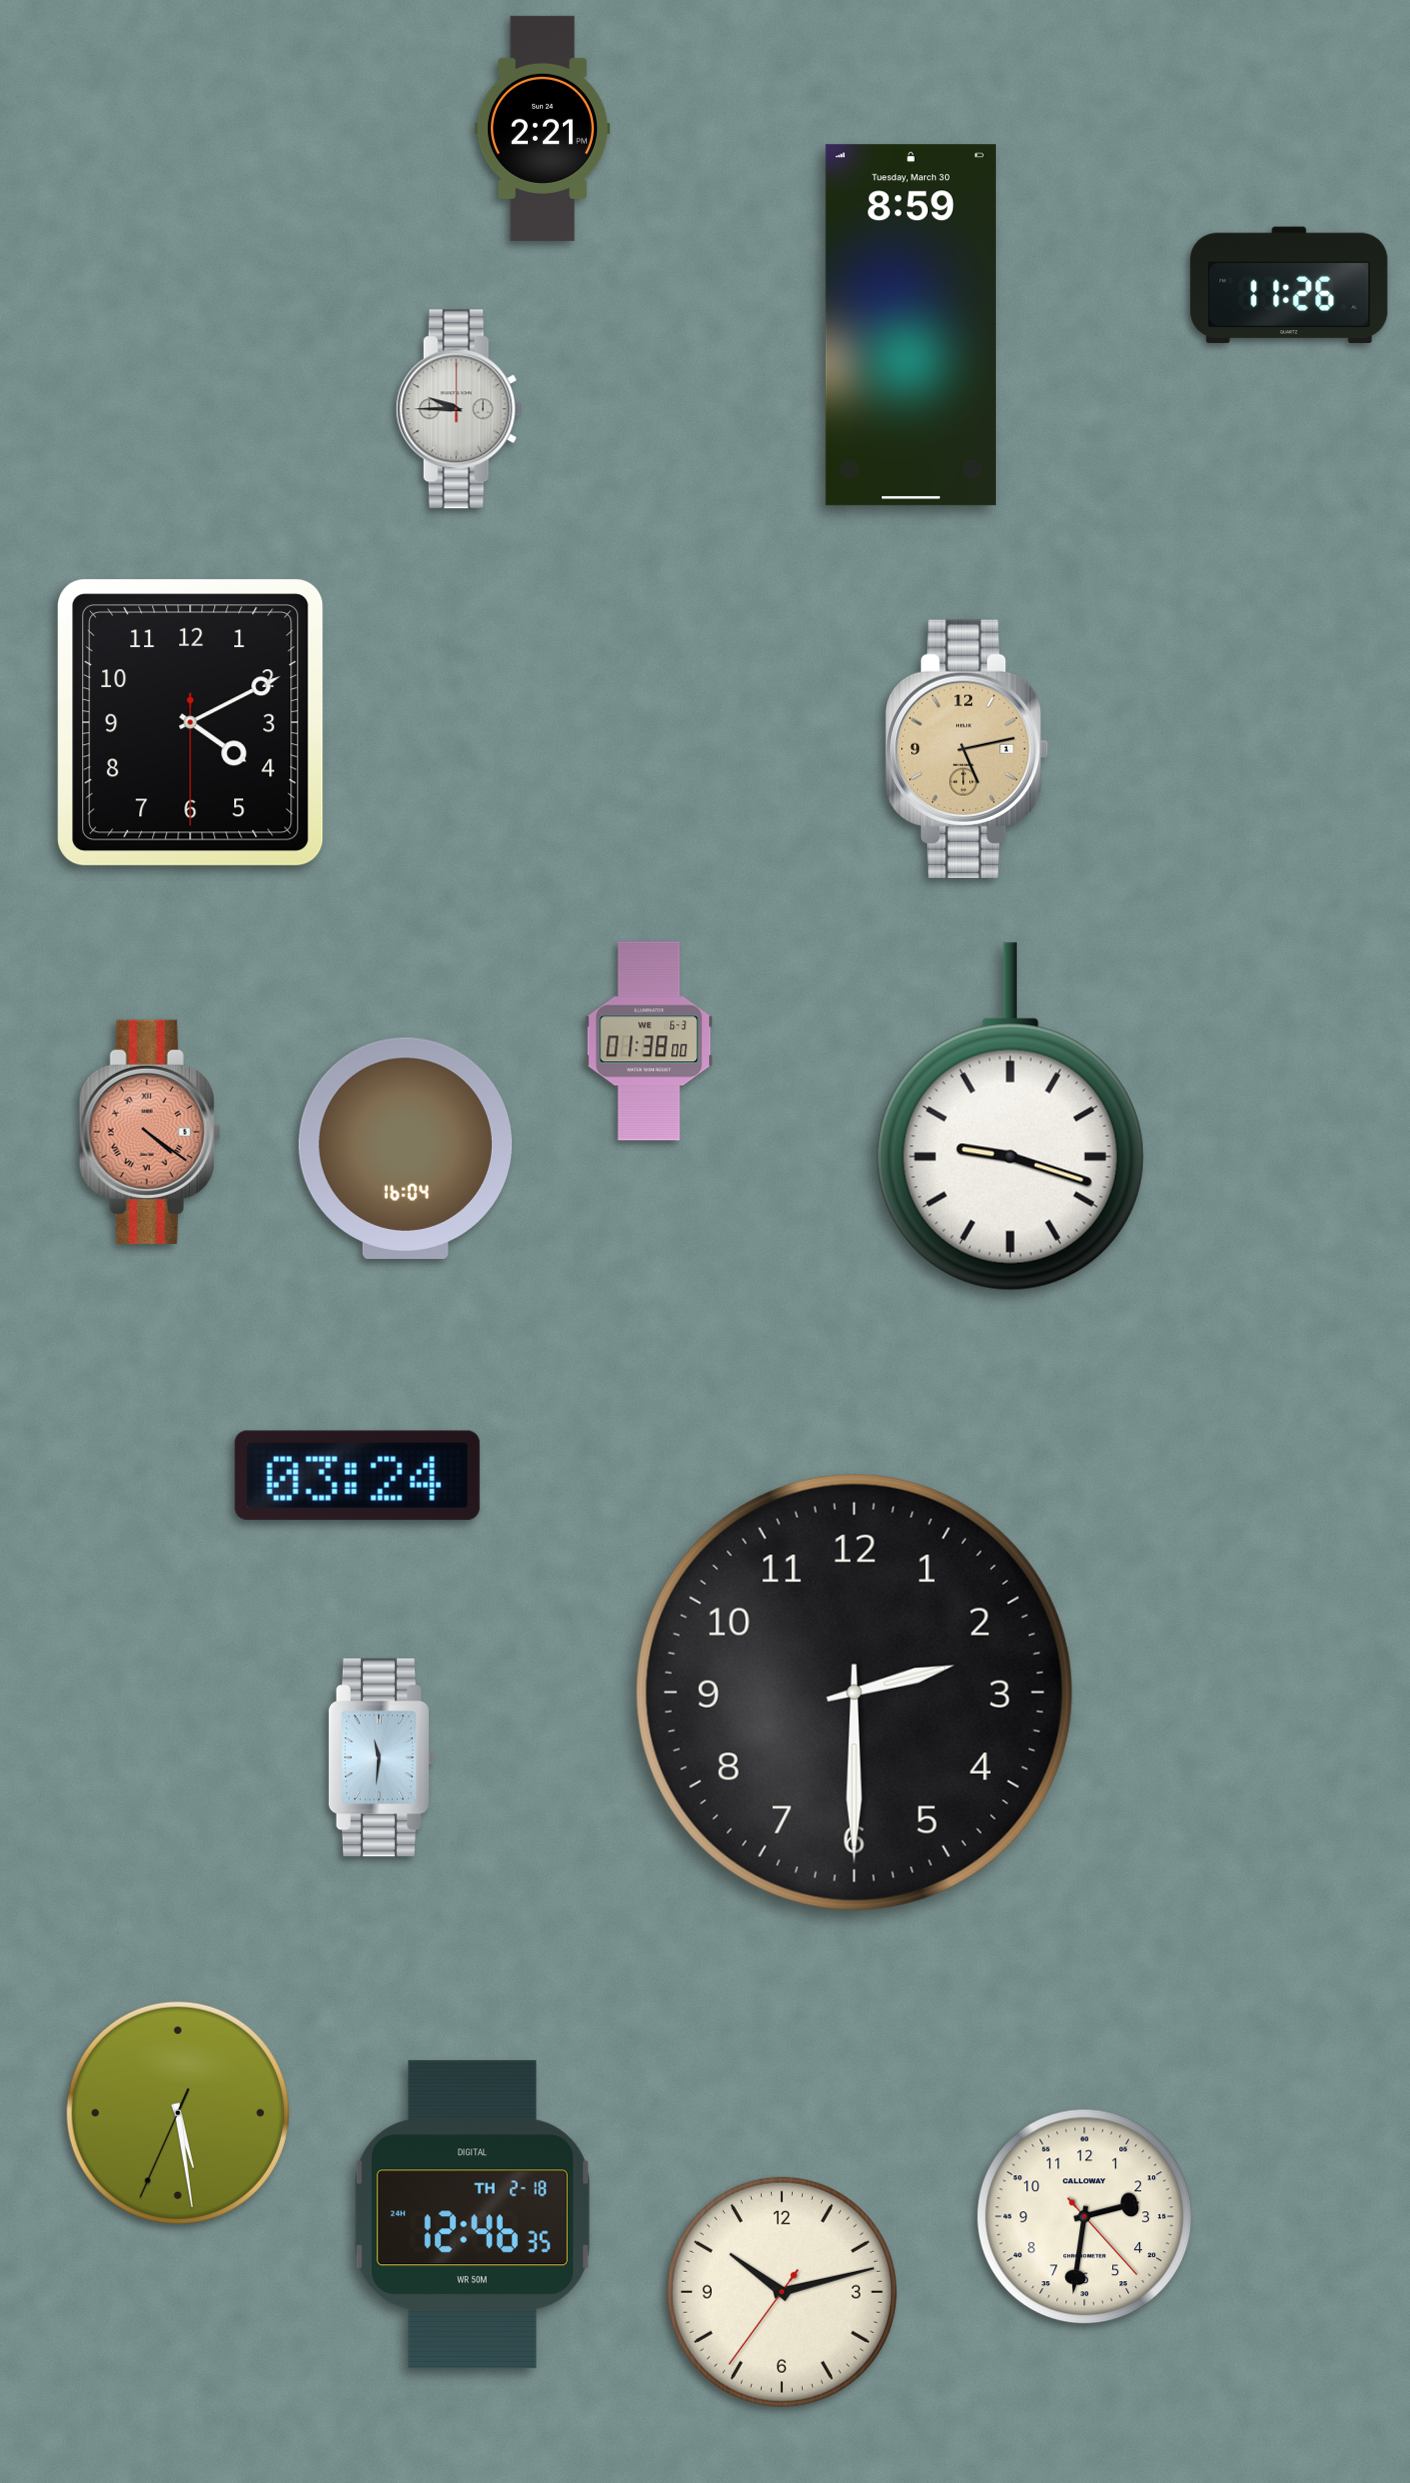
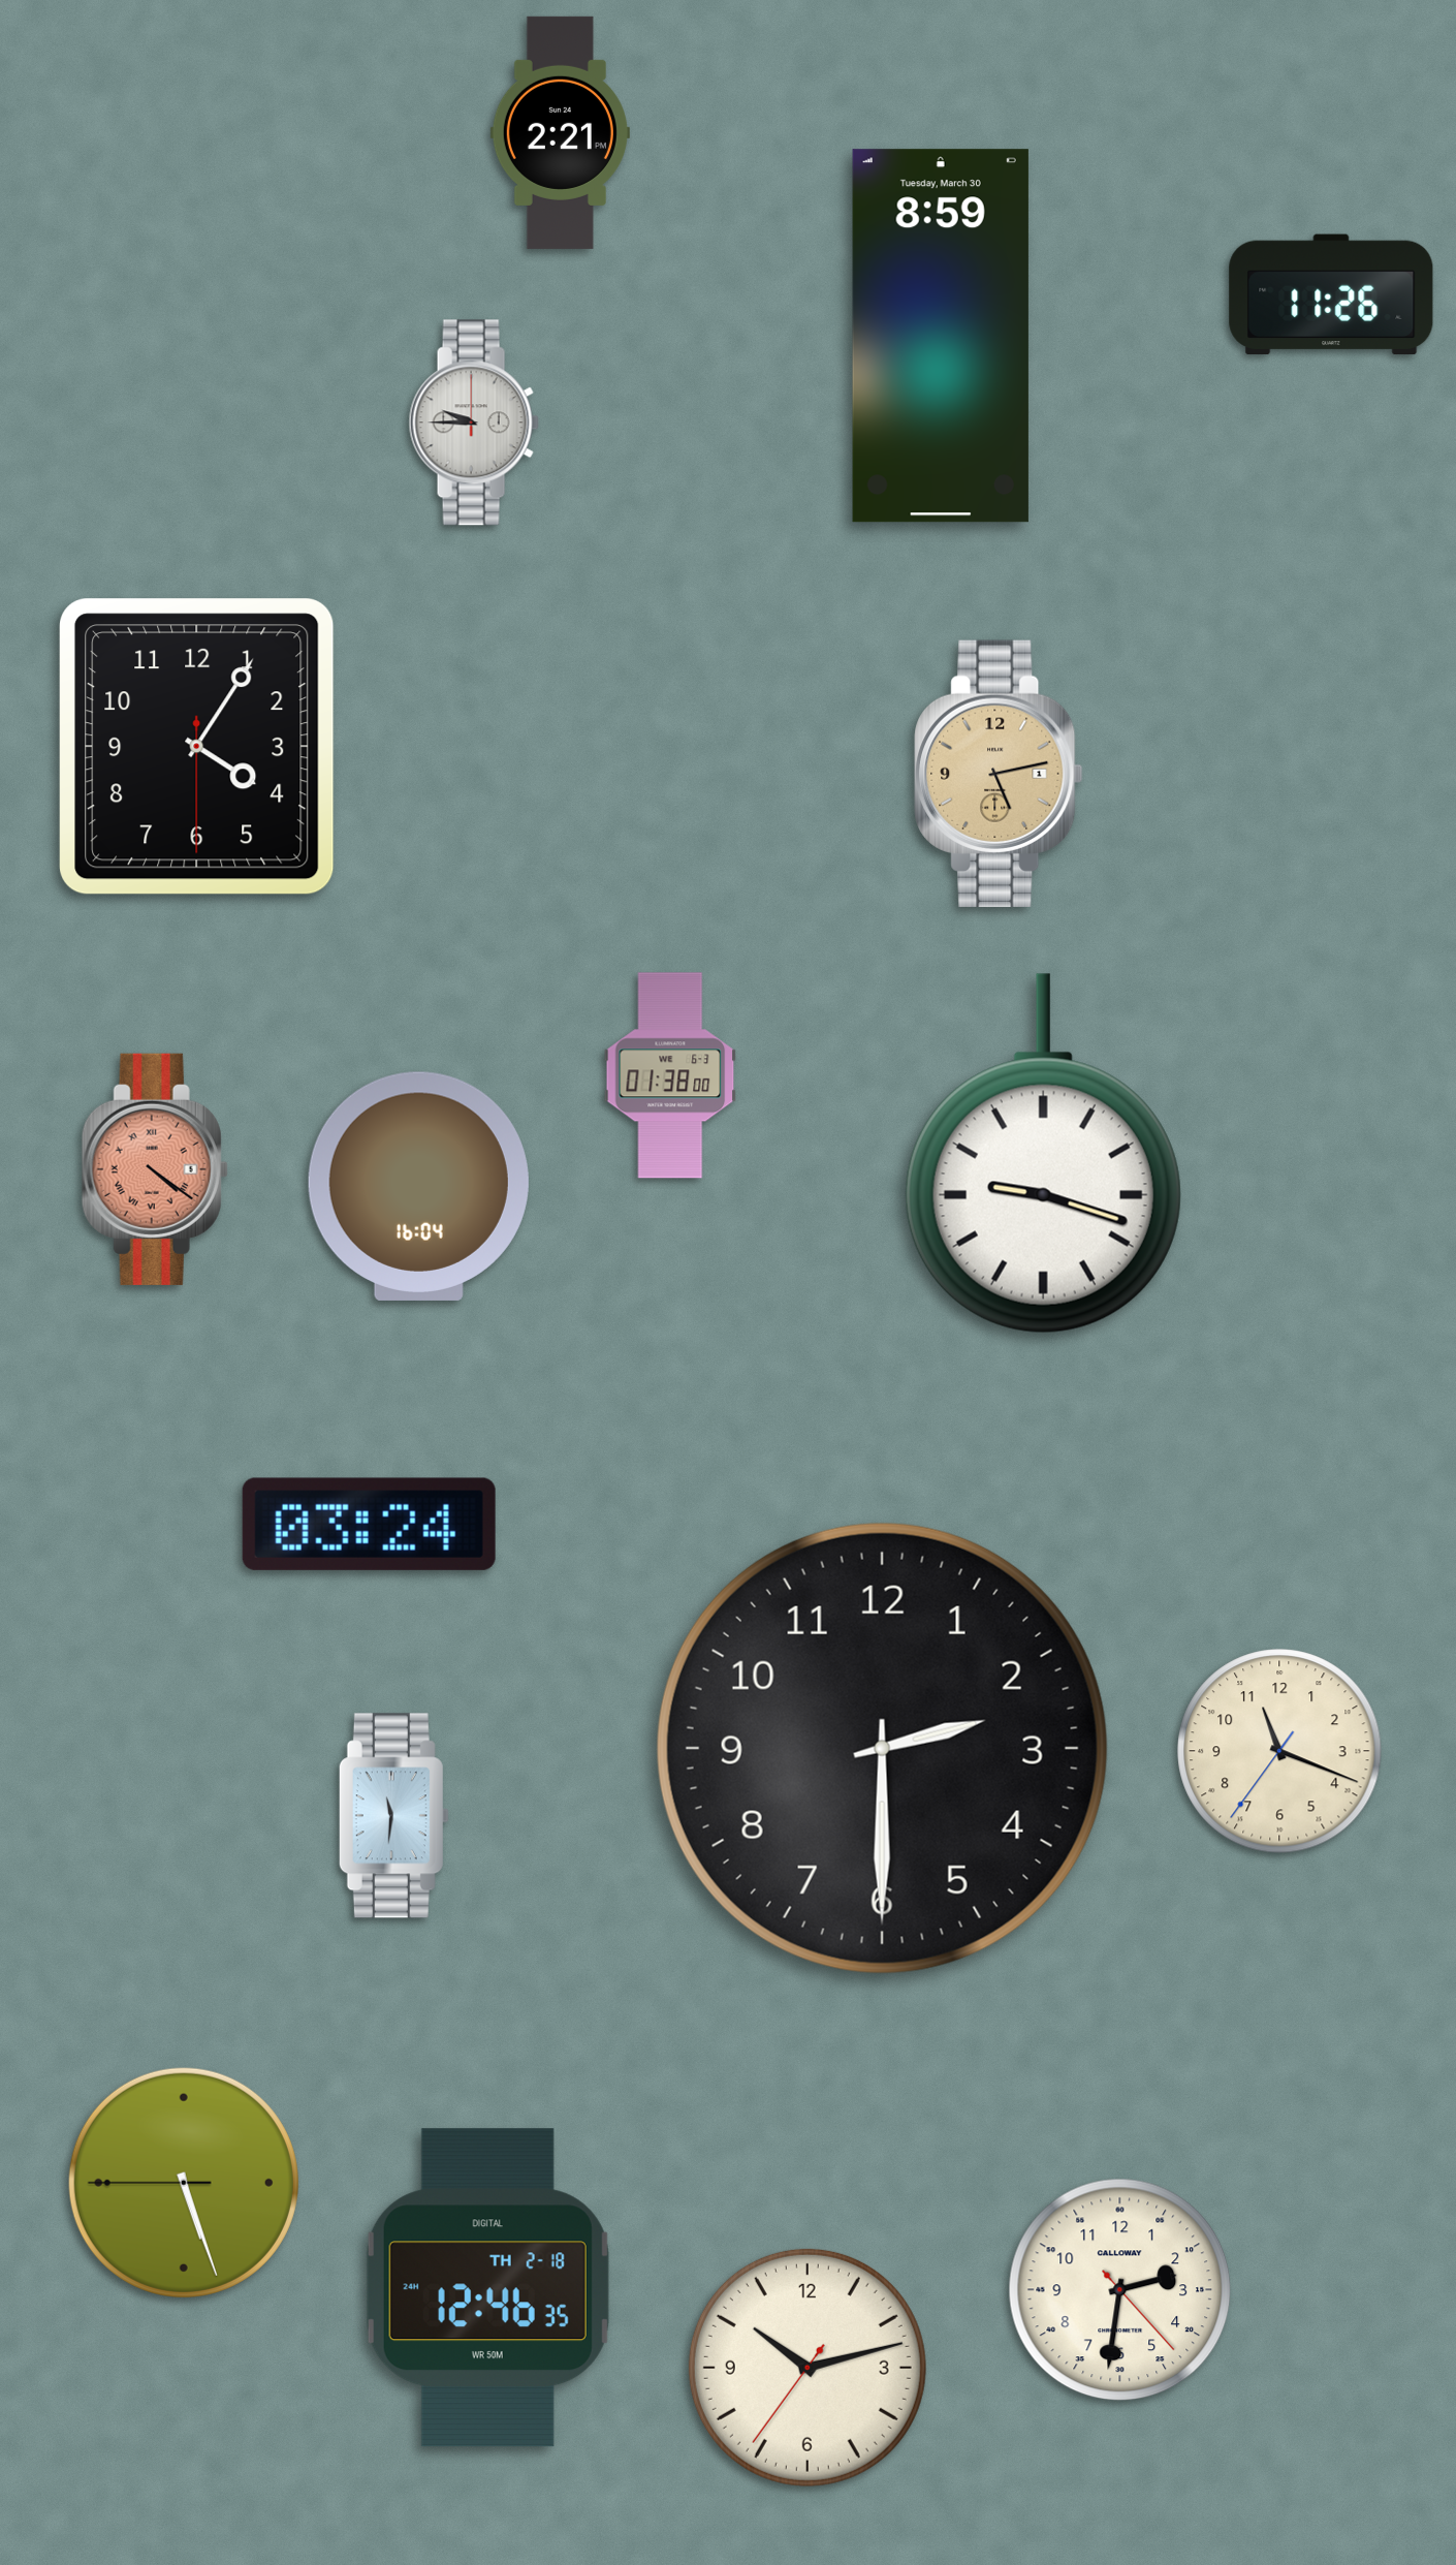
clock at (191, 723): 4:10 -> 4:05
clock at (1279, 1751): none -> 11:18
clock at (178, 2113): 5:28 -> 5:26
